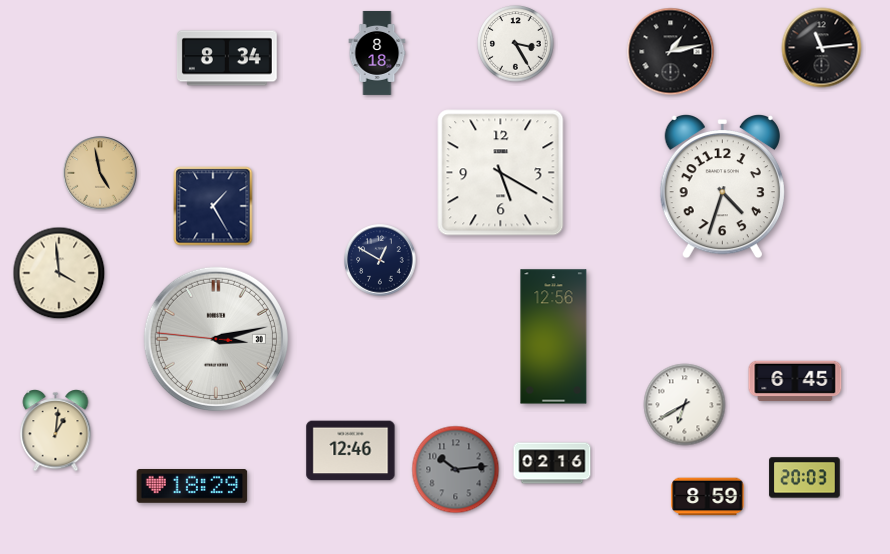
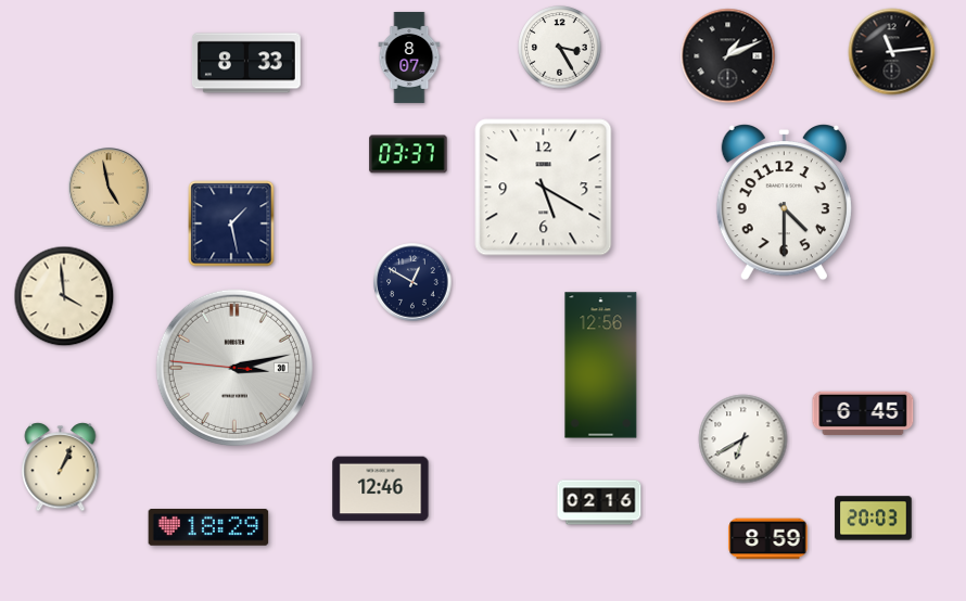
clock at (671, 52): 1:13 -> 1:11
clock at (377, 53): 8:18 -> 8:07
clock at (227, 58): 8:34 -> 8:33
clock at (408, 154): none -> 03:37
clock at (722, 187): 4:33 -> 4:30
clock at (213, 206): 1:25 -> 1:28
clock at (56, 431): 1:01 -> 1:04
clock at (456, 470): 10:14 -> none
